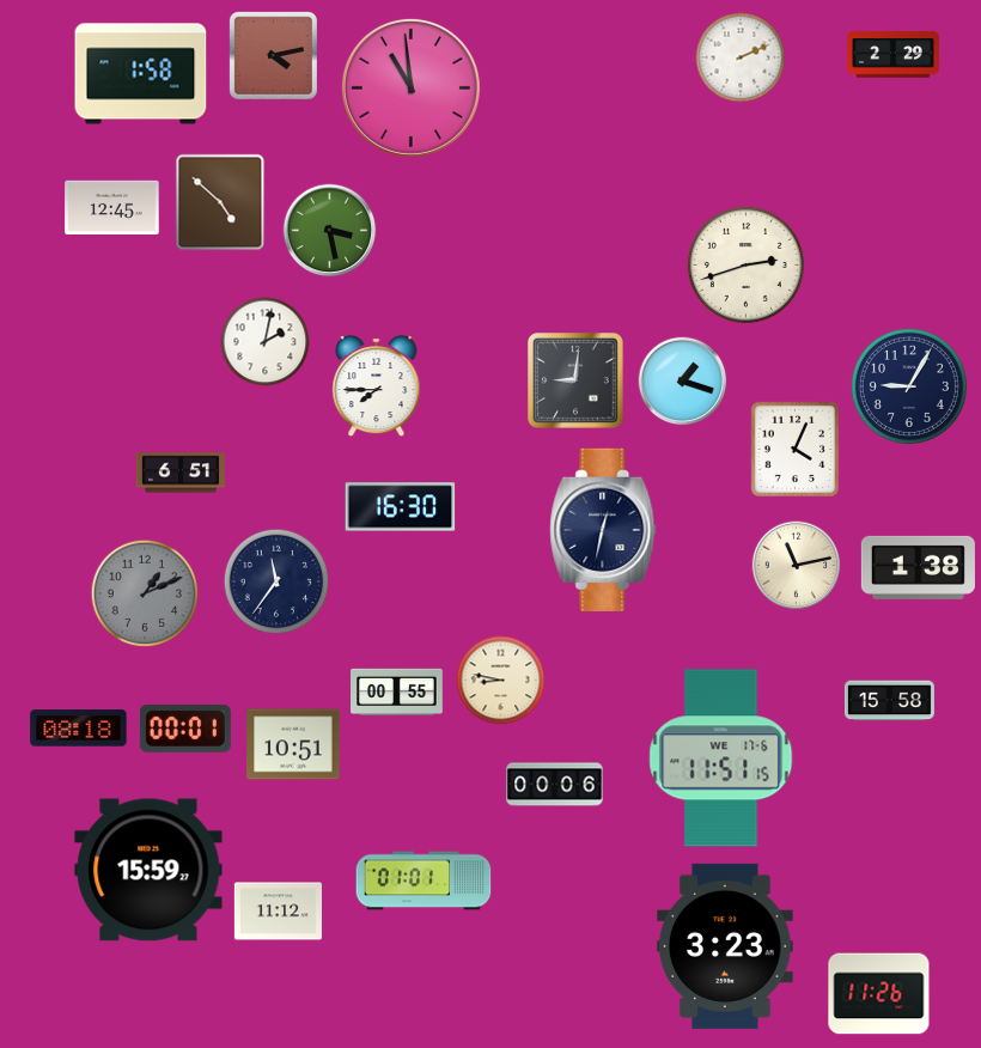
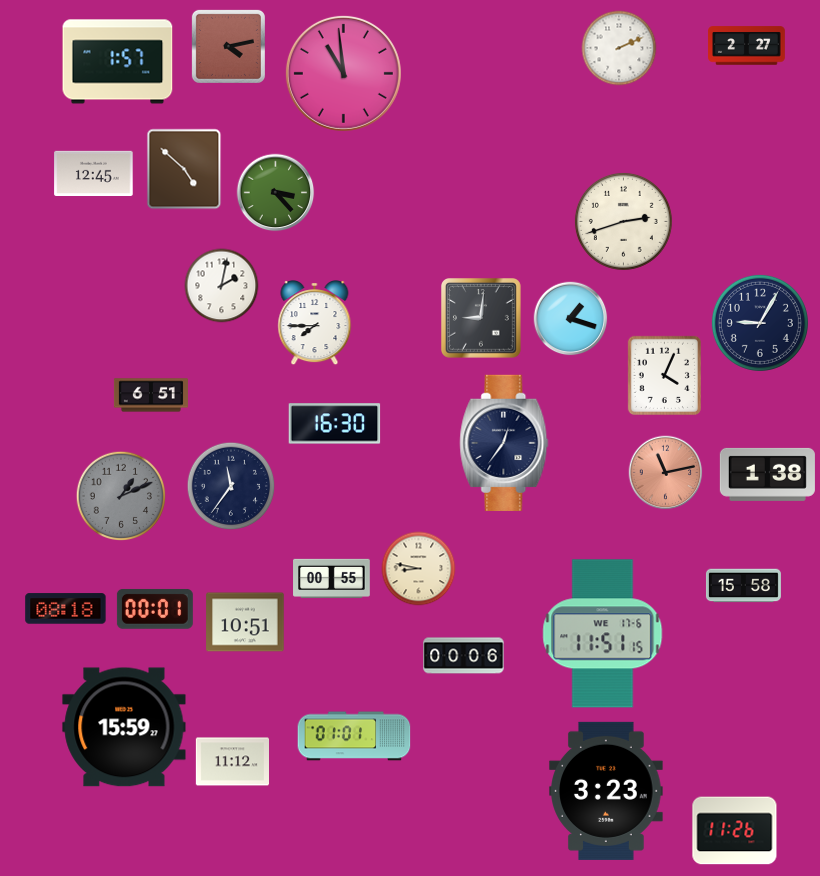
clock at (894, 55): 2:29 -> 2:27
clock at (141, 74): 1:58 -> 1:57
clock at (330, 231): 3:28 -> 3:23
clock at (603, 530): 12:32 -> 12:36
clock at (797, 566) dial: cream -> salmon
